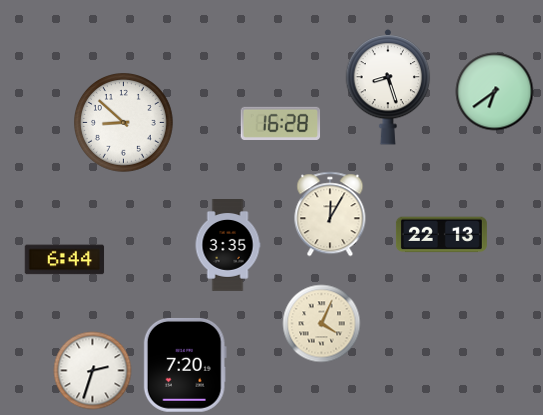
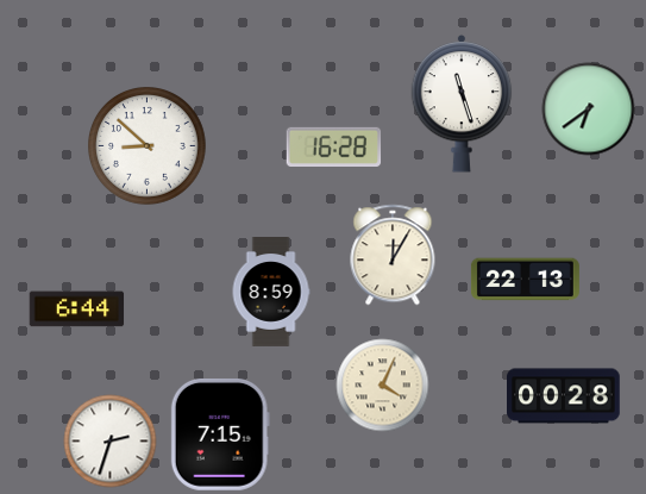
clock at (388, 87): 8:27 -> 11:27
clock at (228, 246): 3:35 -> 8:59
clock at (564, 396): none -> 00:28
clock at (185, 365): 7:20 -> 7:15
